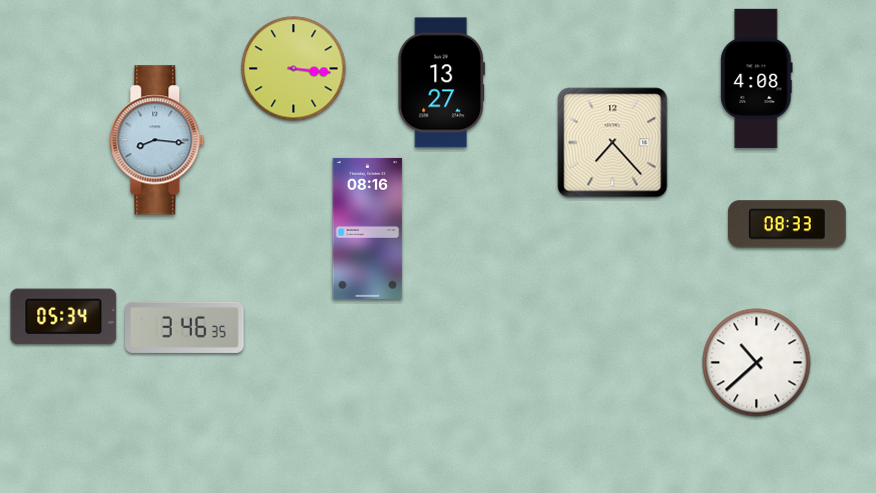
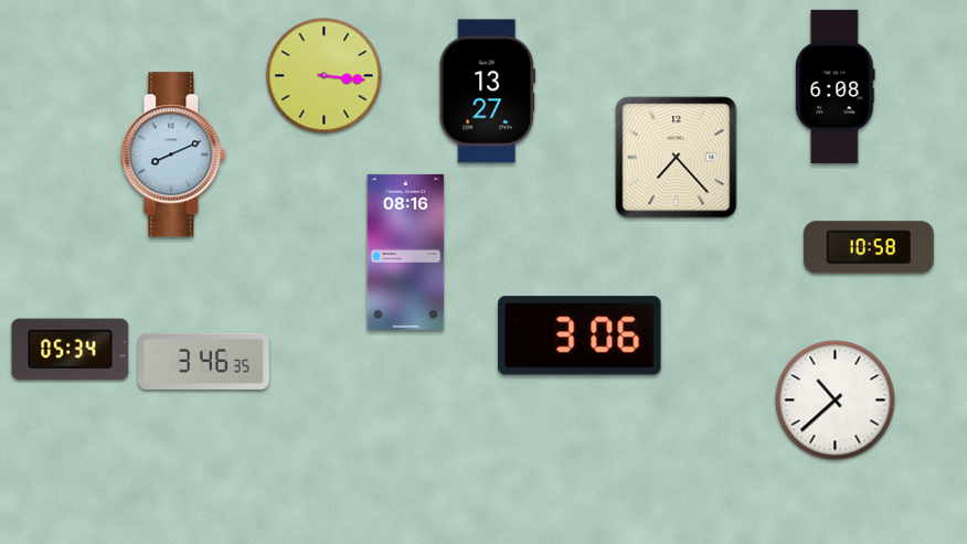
clock at (757, 78): 4:08 -> 6:08
clock at (157, 140): 8:16 -> 8:11
clock at (787, 224): 08:33 -> 10:58
clock at (580, 335): none -> 3:06
